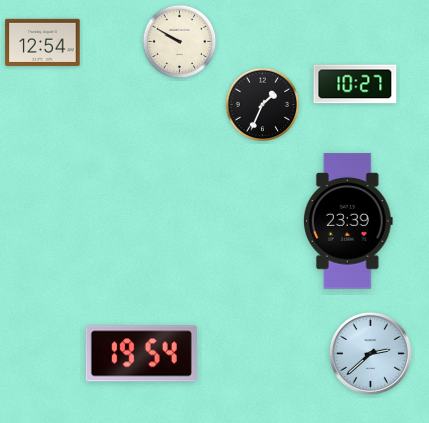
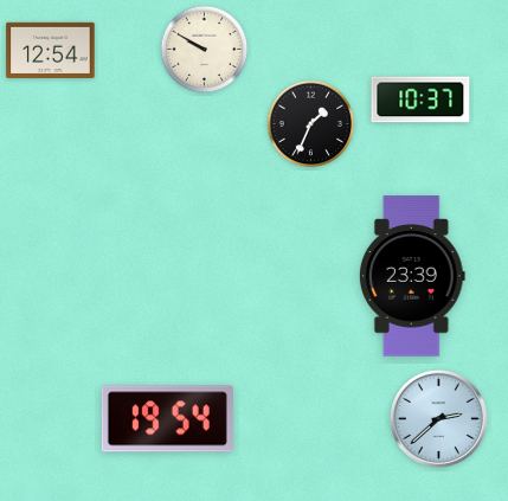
clock at (180, 42) position: (180, 42) -> (205, 50)
clock at (355, 84): 10:27 -> 10:37
clock at (348, 221) position: (348, 221) -> (412, 276)
